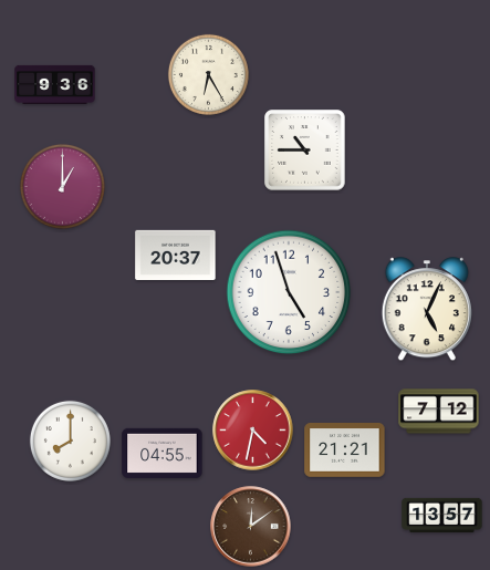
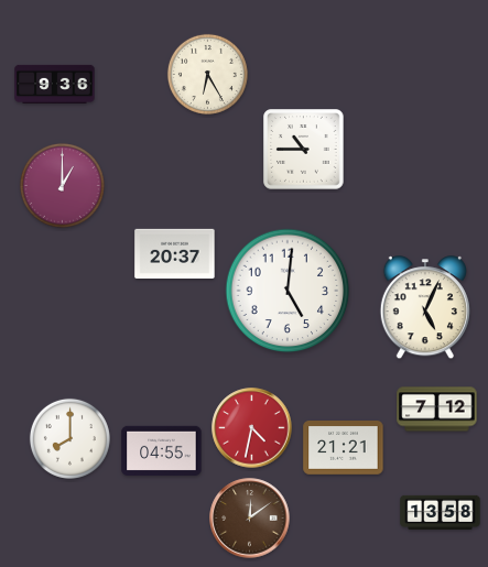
clock at (289, 292): 4:57 -> 5:01
clock at (442, 515): 13:57 -> 13:58
clock at (251, 527) position: (251, 527) -> (250, 519)
